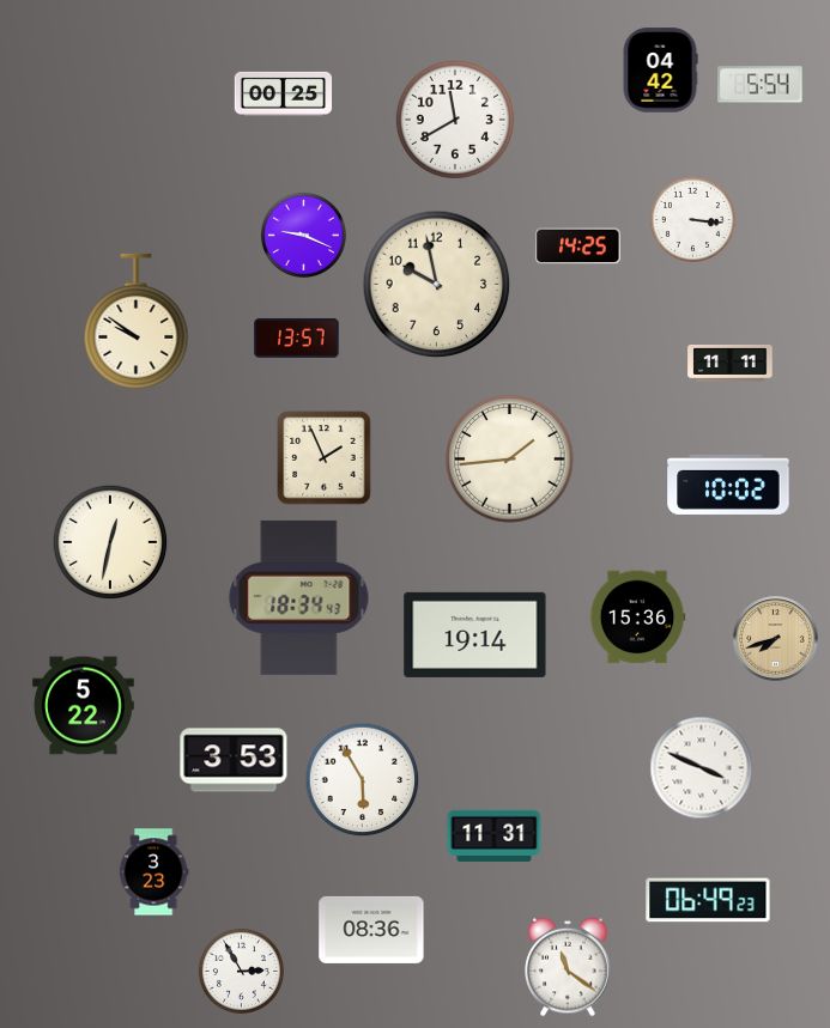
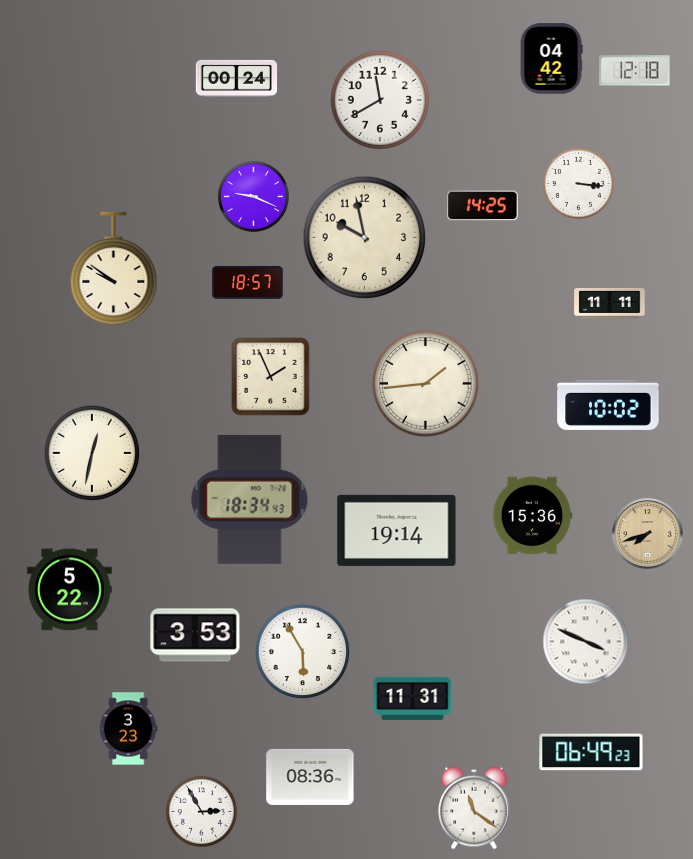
clock at (761, 85): 5:54 -> 12:18
clock at (284, 93): 00:25 -> 00:24
clock at (297, 339): 13:57 -> 18:57
clock at (325, 458) position: (325, 458) -> (271, 377)
